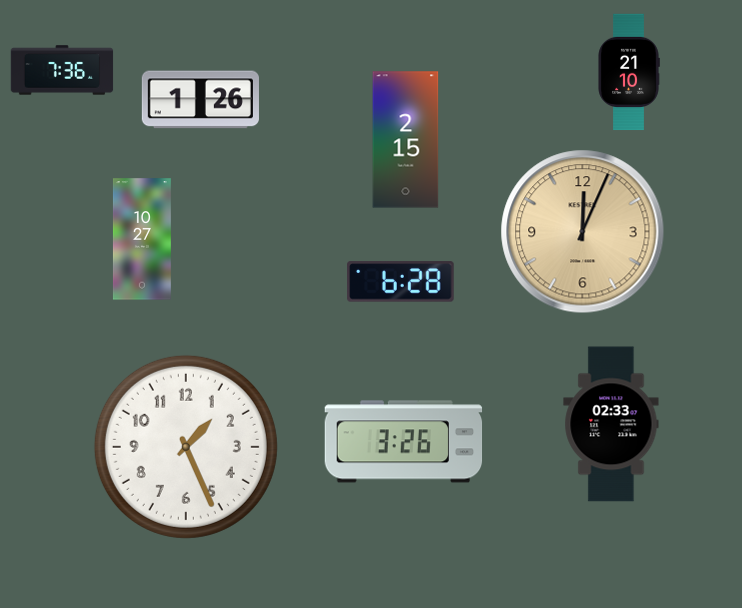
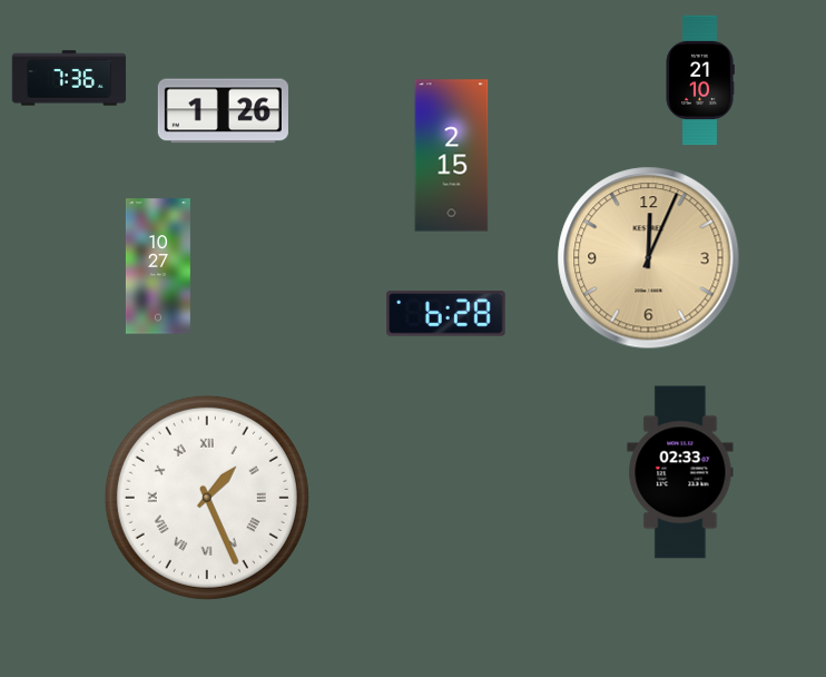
clock at (404, 442): 3:26 -> none
clock at (186, 447) numerals: Arabic -> Roman
